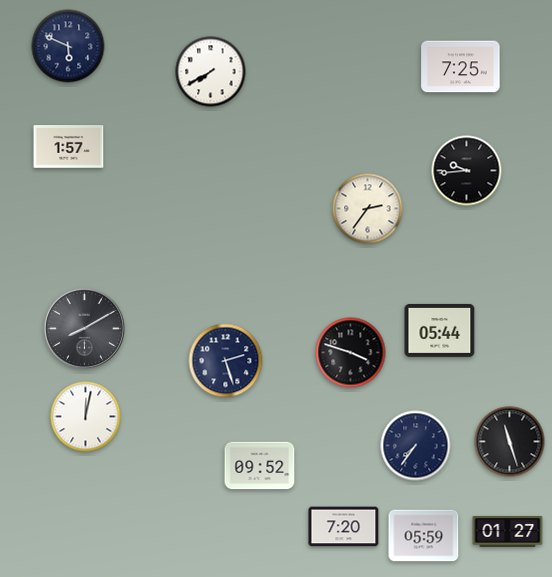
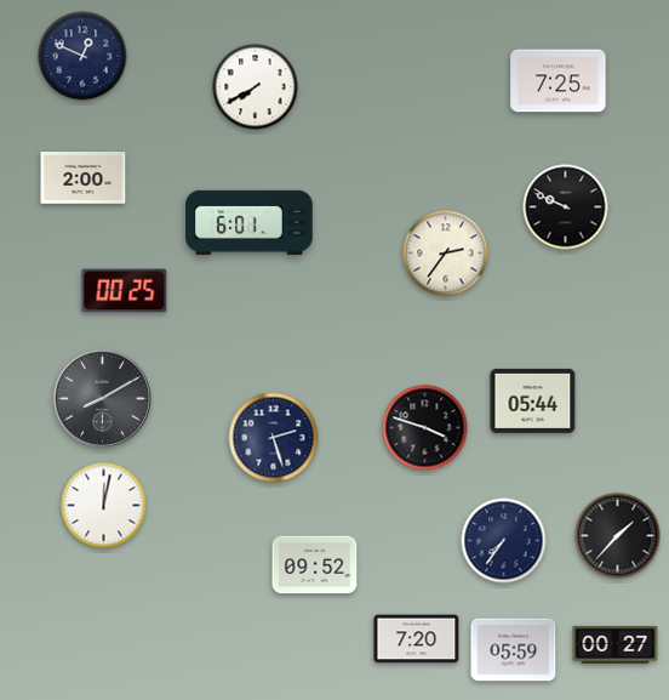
clock at (68, 46): 5:49 -> 12:49
clock at (69, 147): 1:57 -> 2:00
clock at (467, 171): 9:44 -> 9:49
clock at (250, 222): none -> 6:01
clock at (125, 291): none -> 00:25
clock at (510, 442): 11:27 -> 1:37
clock at (508, 531): 01:27 -> 00:27
